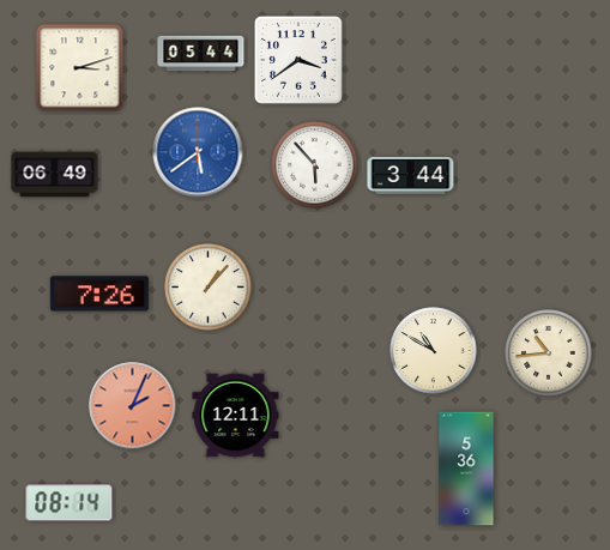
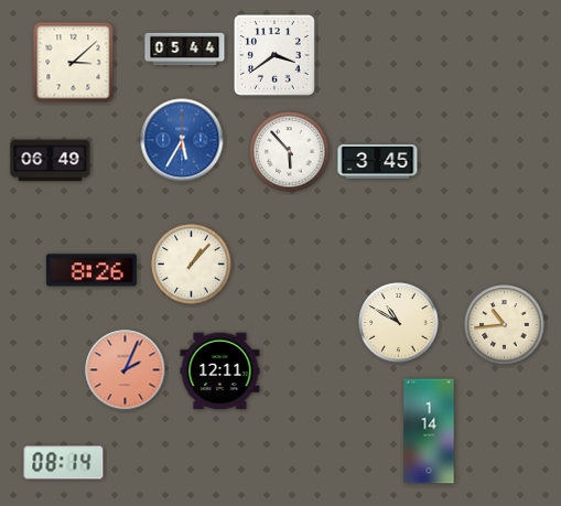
clock at (80, 68): 3:12 -> 3:08
clock at (198, 152): 5:39 -> 5:35
clock at (411, 175): 3:44 -> 3:45
clock at (99, 294): 7:26 -> 8:26
clock at (133, 406) position: (133, 406) -> (126, 370)
clock at (236, 416) position: (236, 416) -> (220, 372)
clock at (466, 469): 5:36 -> 1:14
